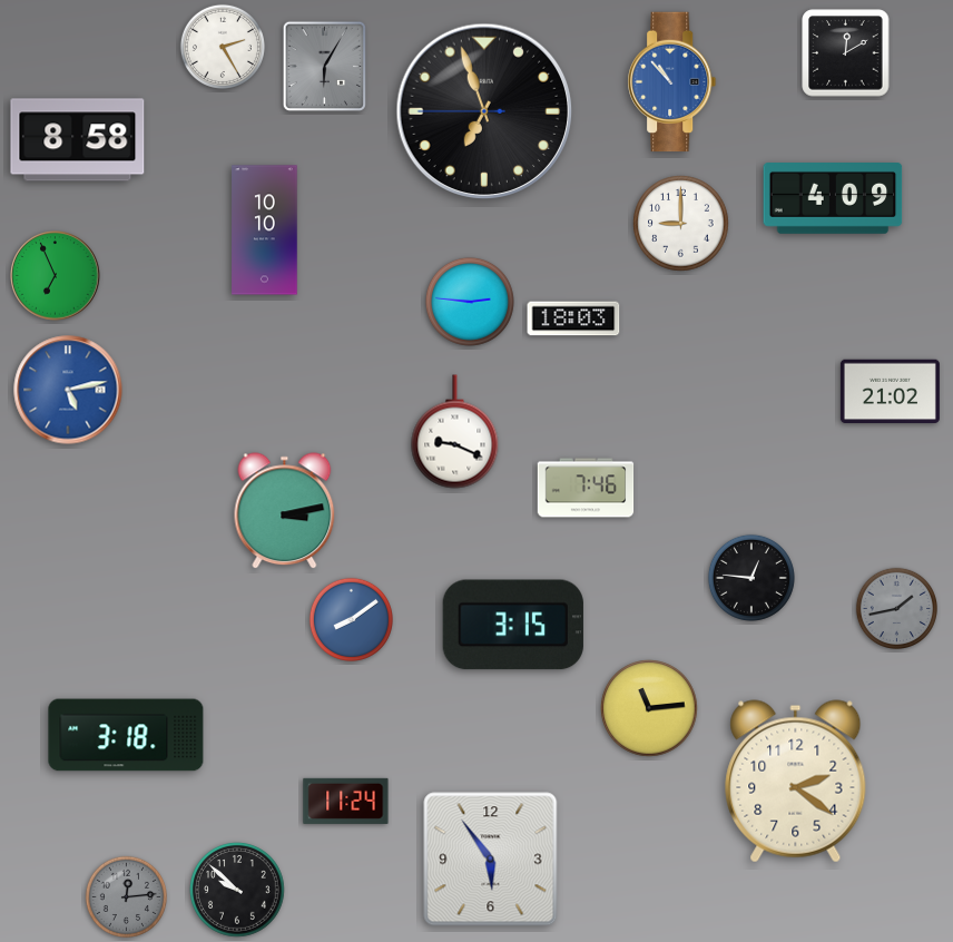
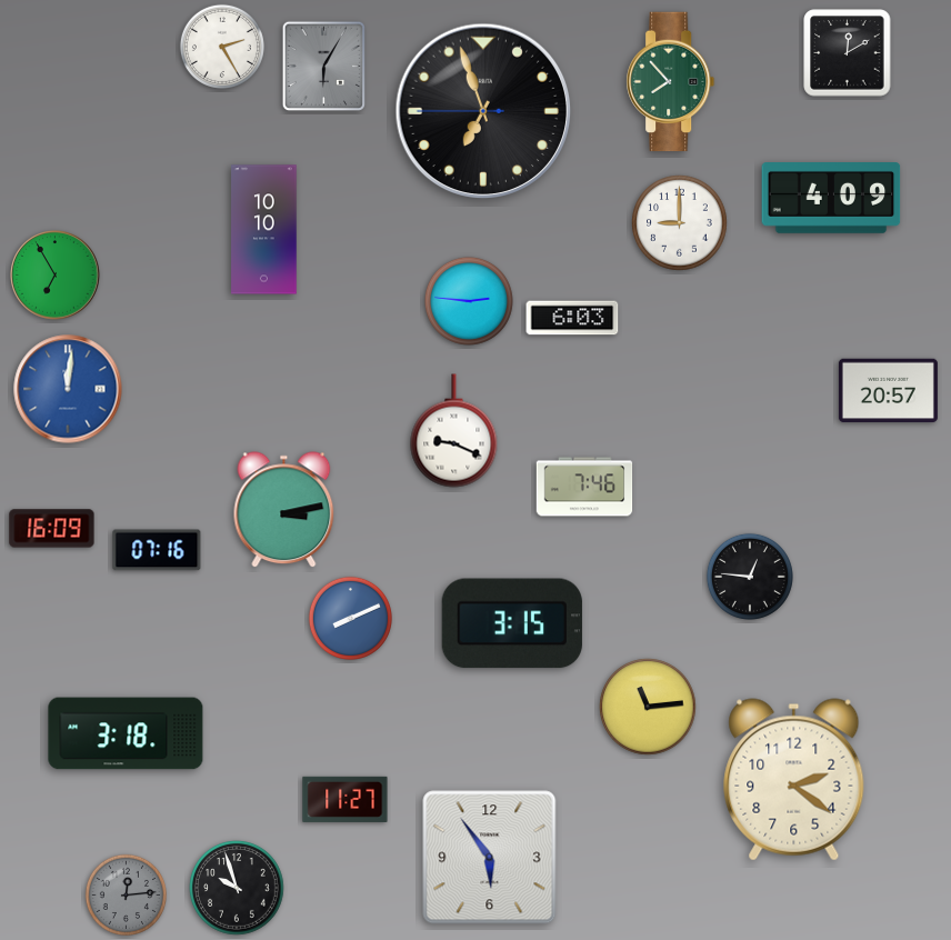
clock at (846, 53) position: (846, 53) -> (848, 53)
clock at (672, 82): 10:53 -> 7:53
clock at (672, 82) dial: blue -> green
clock at (78, 140): 8:58 -> none
clock at (56, 276): 6:56 -> 6:55
clock at (573, 318): 18:03 -> 6:03
clock at (68, 390): 5:13 -> 12:01
clock at (890, 392): 21:02 -> 20:57
clock at (52, 529): none -> 16:09
clock at (157, 550): none -> 07:16
clock at (896, 608): 1:43 -> none
clock at (351, 619): 8:09 -> 8:11
clock at (346, 801): 11:24 -> 11:27
clock at (237, 890): 9:52 -> 9:57
